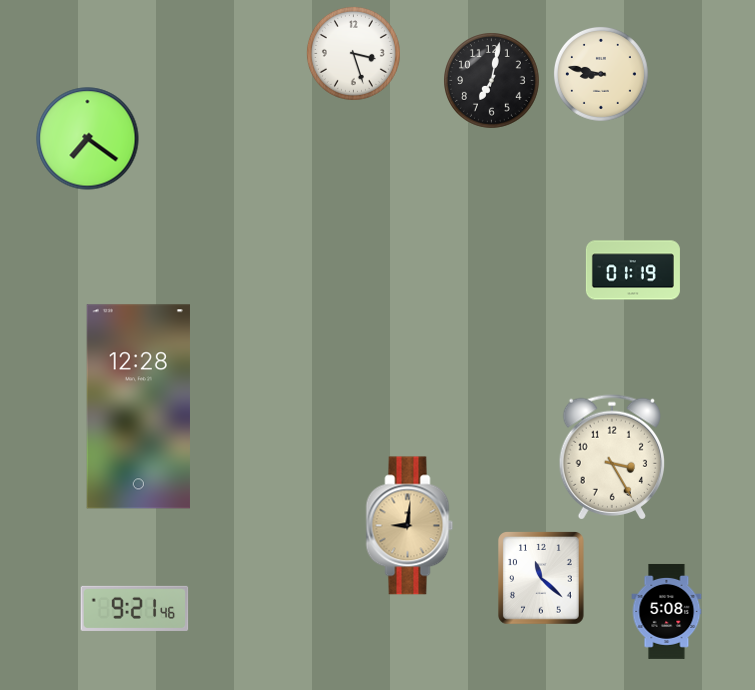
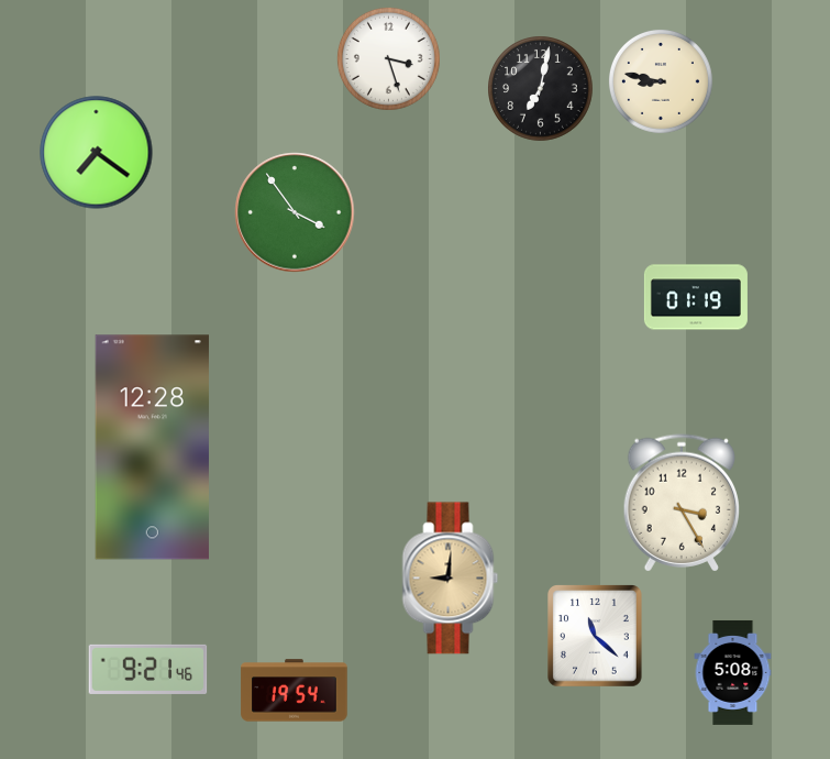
clock at (295, 212): none -> 3:54
clock at (611, 457) position: (611, 457) -> (680, 503)
clock at (295, 691): none -> 19:54
